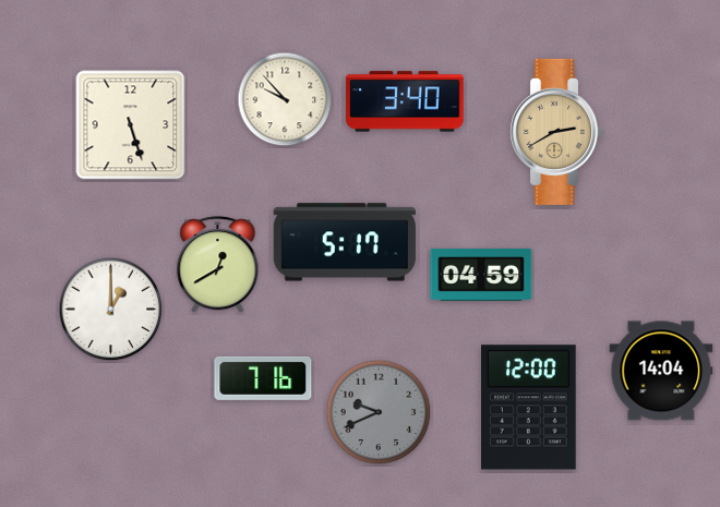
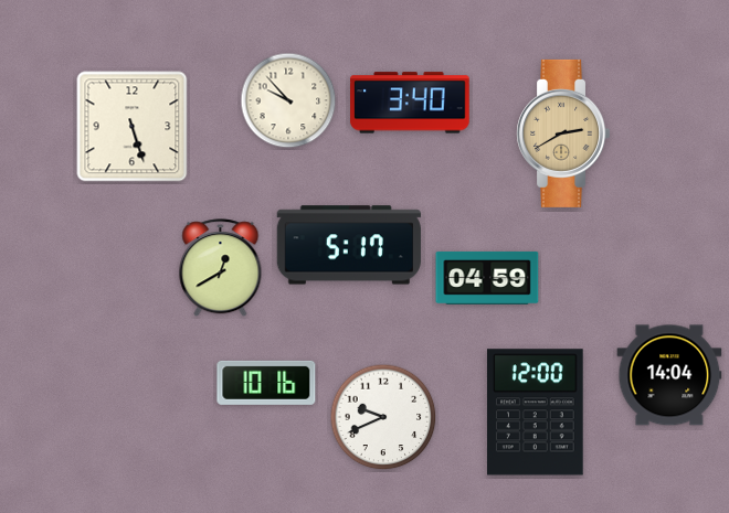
clock at (111, 310): 1:00 -> none
clock at (263, 378): 7:16 -> 10:16
clock at (379, 412) dial: grey -> white
